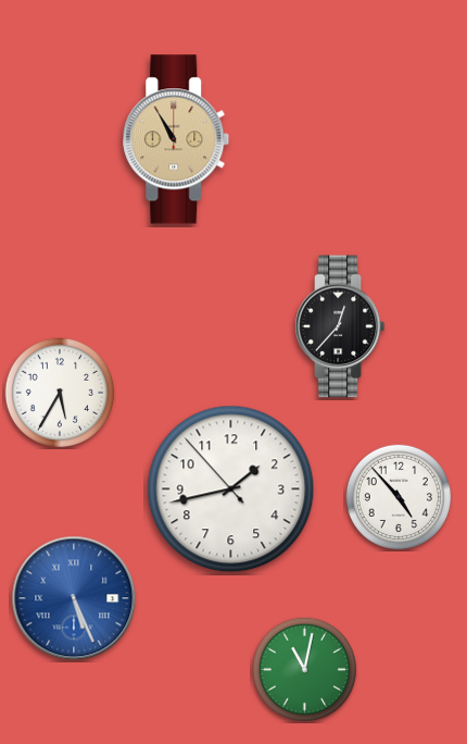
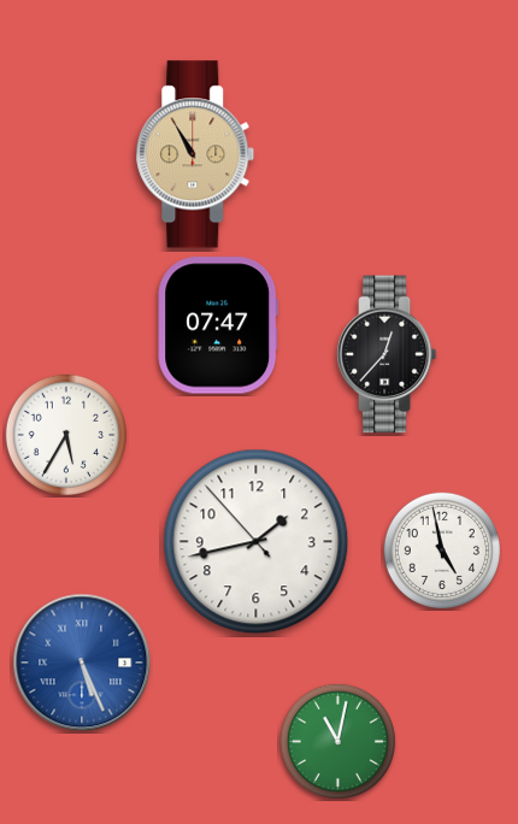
clock at (218, 325): none -> 07:47
clock at (340, 326) position: (340, 326) -> (387, 354)
clock at (397, 496): 4:53 -> 4:58
